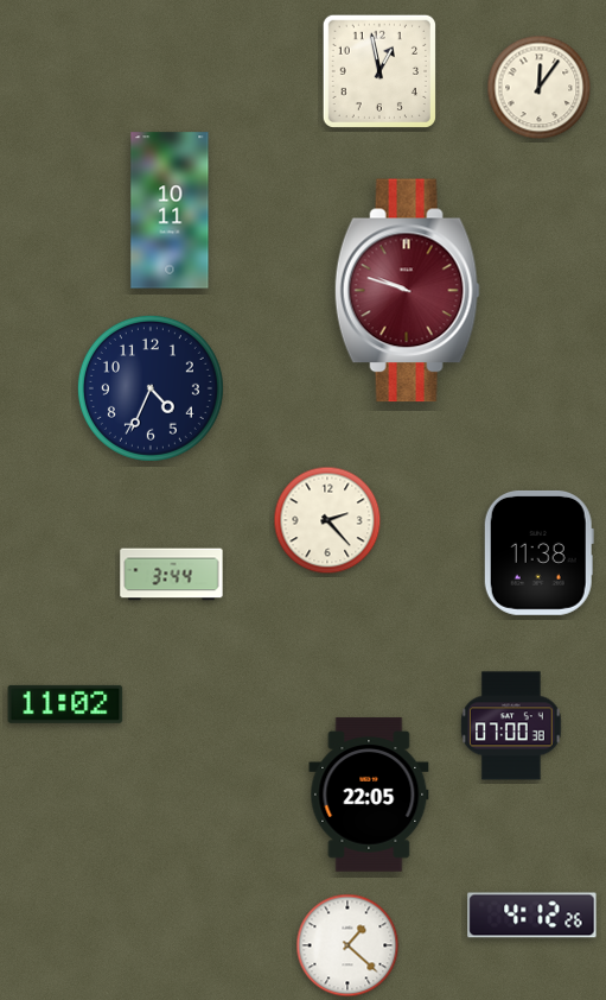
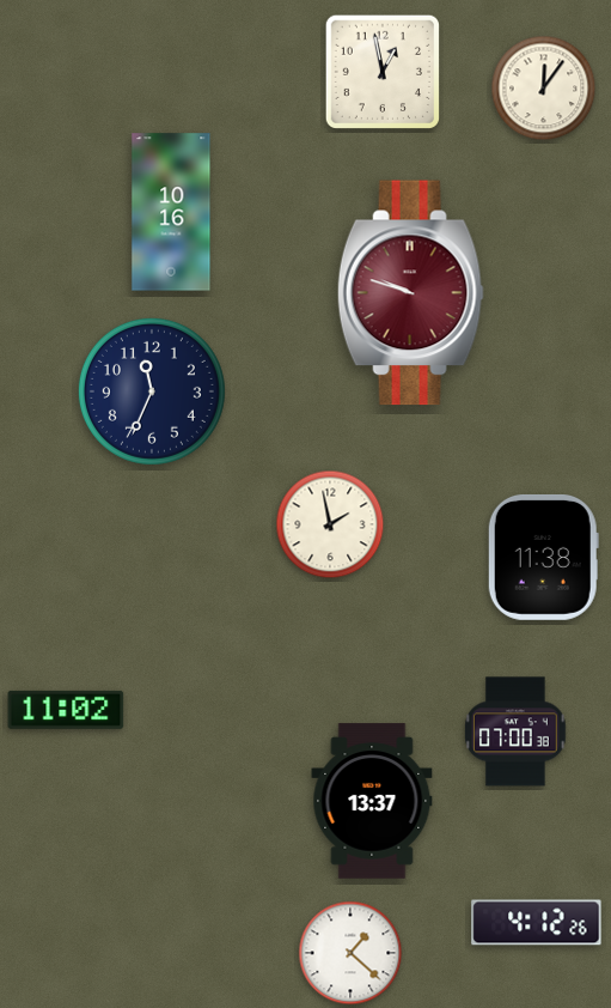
clock at (170, 210): 10:11 -> 10:16
clock at (151, 388): 4:34 -> 11:34
clock at (327, 520): 2:23 -> 1:58
clock at (172, 575): 3:44 -> none
clock at (369, 795): 22:05 -> 13:37
